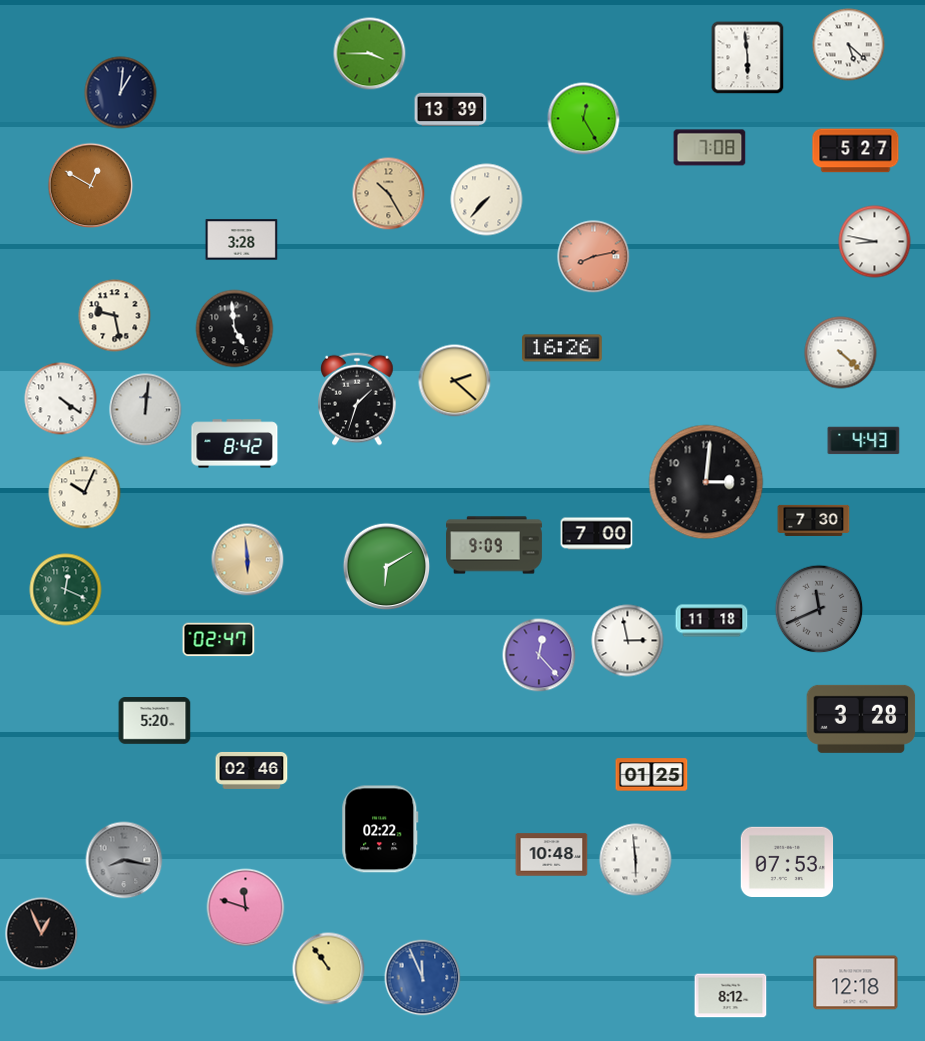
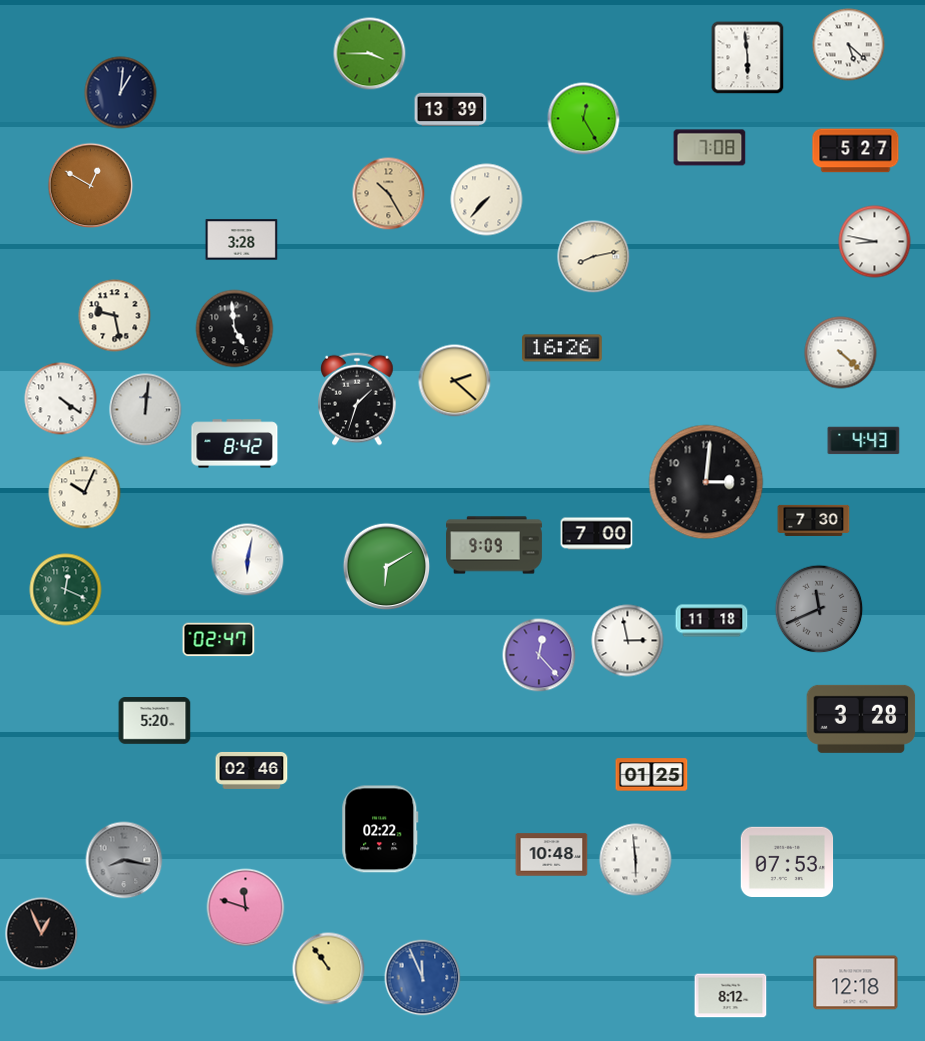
clock at (594, 257) dial: salmon -> cream
clock at (248, 560): 5:59 -> 6:02
clock at (248, 560) dial: champagne -> white
